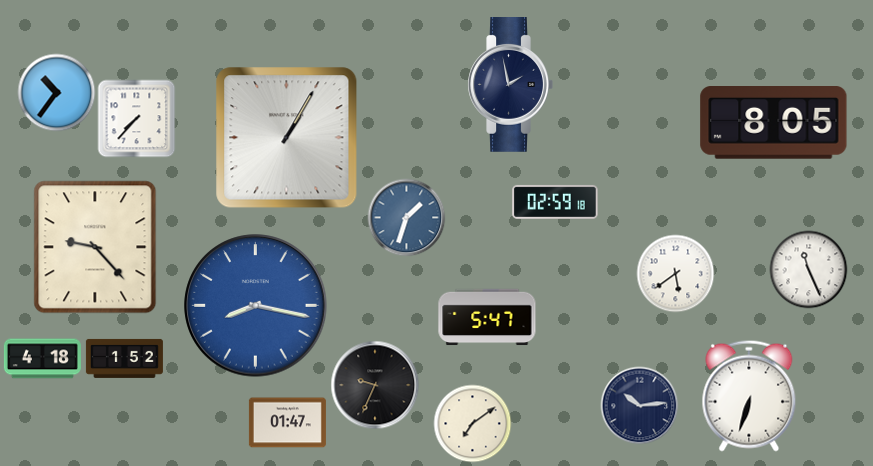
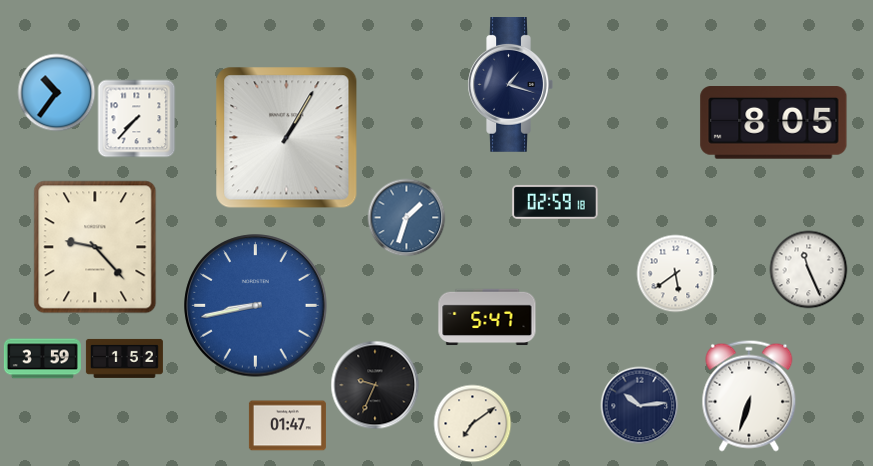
clock at (510, 85): 1:58 -> 1:18
clock at (256, 306): 8:17 -> 8:43
clock at (42, 359): 4:18 -> 3:59
clock at (287, 423) position: (287, 423) -> (287, 426)
